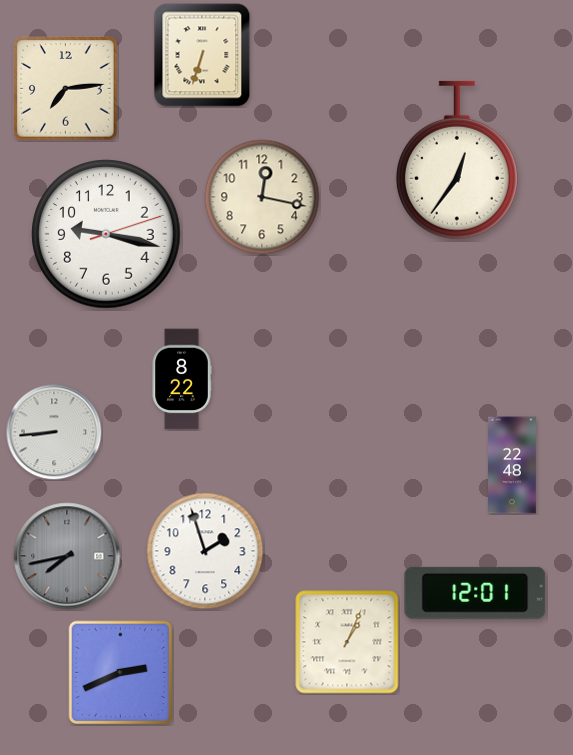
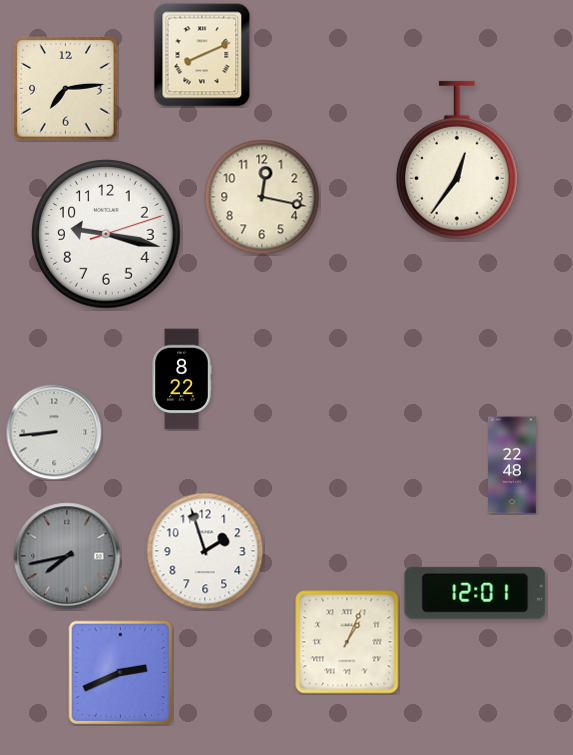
clock at (202, 55): 6:33 -> 8:11
